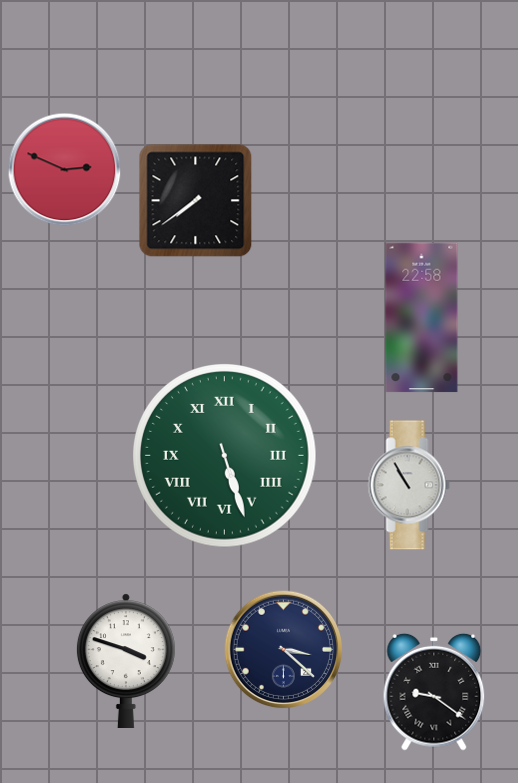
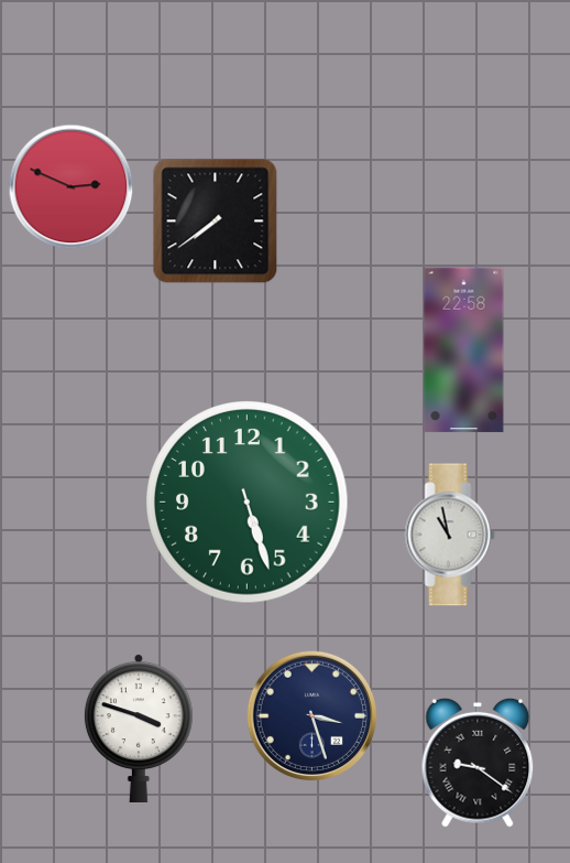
clock at (225, 456) numerals: Roman -> Arabic
clock at (409, 485): 10:55 -> 10:58
clock at (284, 650): 3:22 -> 3:27
